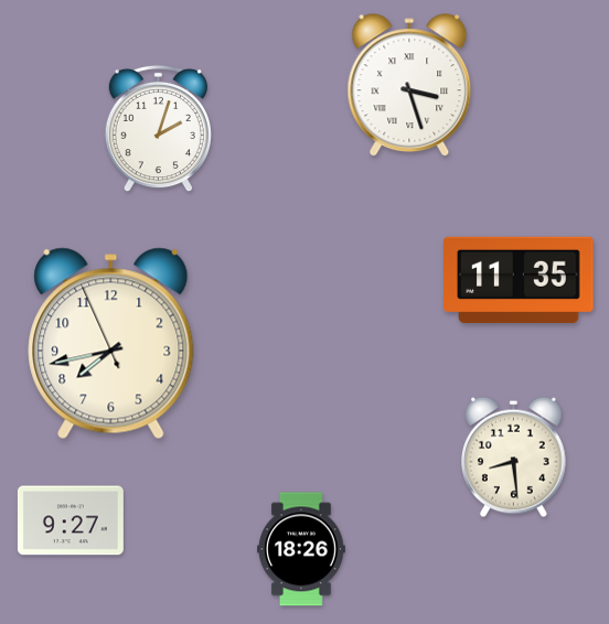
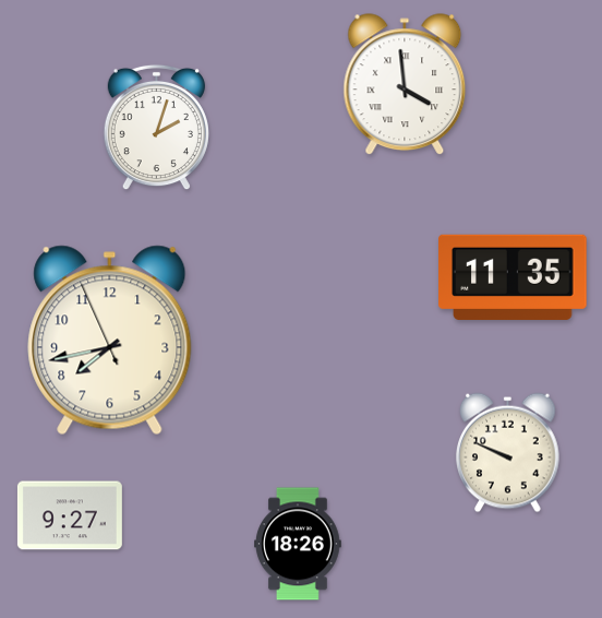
clock at (409, 86): 3:27 -> 3:59
clock at (514, 458): 8:29 -> 9:49
